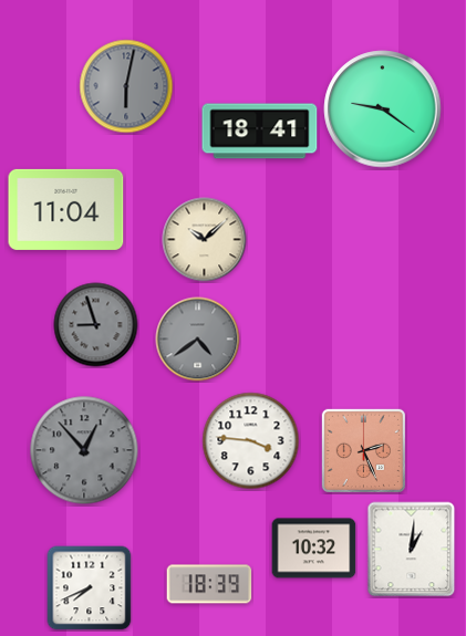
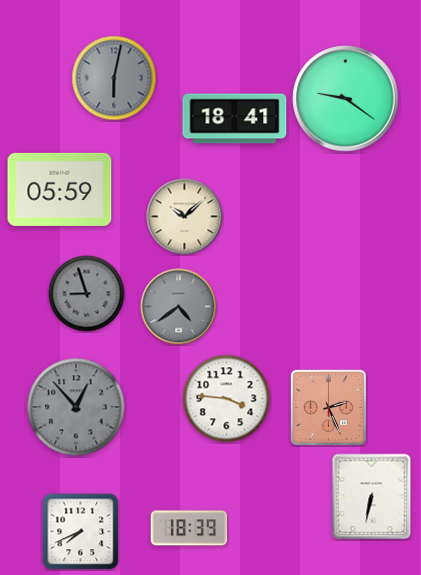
clock at (66, 209): 11:04 -> 05:59
clock at (314, 549): 10:32 -> none
clock at (412, 550): 1:01 -> 6:32
